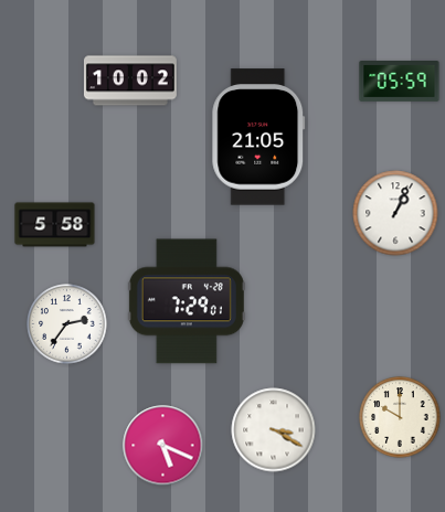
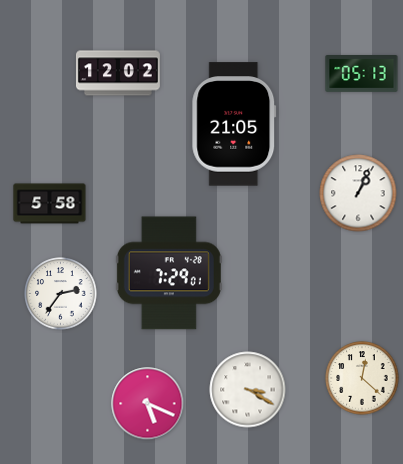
clock at (130, 81): 10:02 -> 12:02
clock at (400, 82): 05:59 -> 05:13
clock at (400, 417): 10:00 -> 12:22
